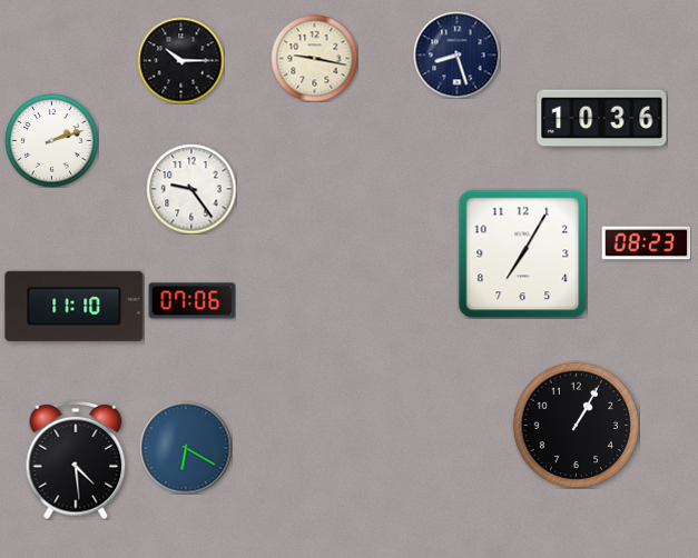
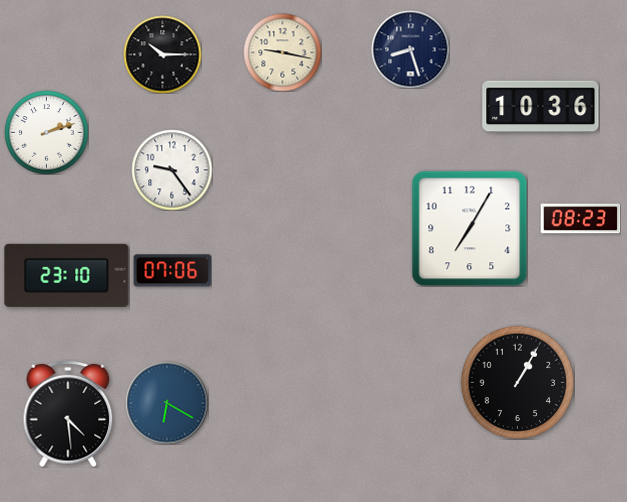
clock at (51, 140) position: (51, 140) -> (46, 132)
clock at (75, 306): 11:10 -> 23:10
